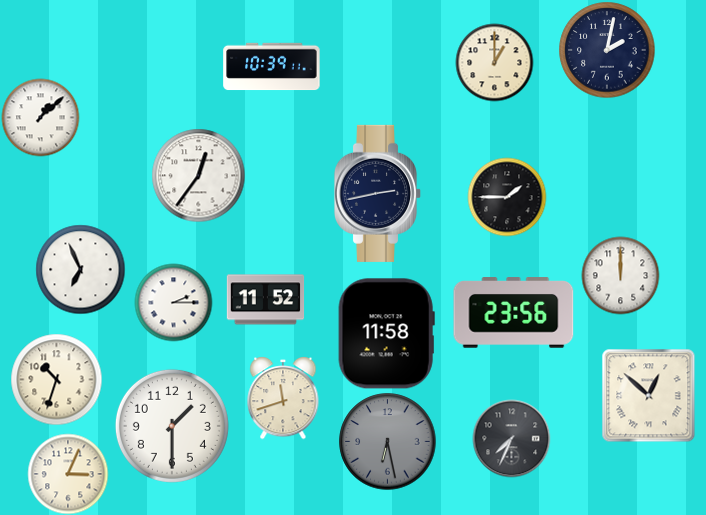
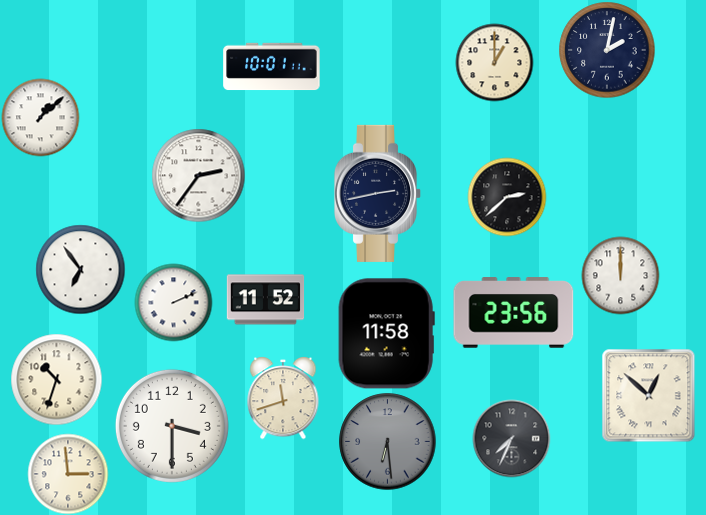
clock at (272, 67): 10:39 -> 10:01
clock at (198, 175): 12:36 -> 2:36
clock at (507, 197): 1:45 -> 2:38
clock at (80, 269): 6:56 -> 6:54
clock at (173, 302): 2:15 -> 2:11
clock at (172, 426): 1:30 -> 3:30
clock at (388, 442): 6:28 -> 6:29
clock at (68, 474): 3:04 -> 2:59
